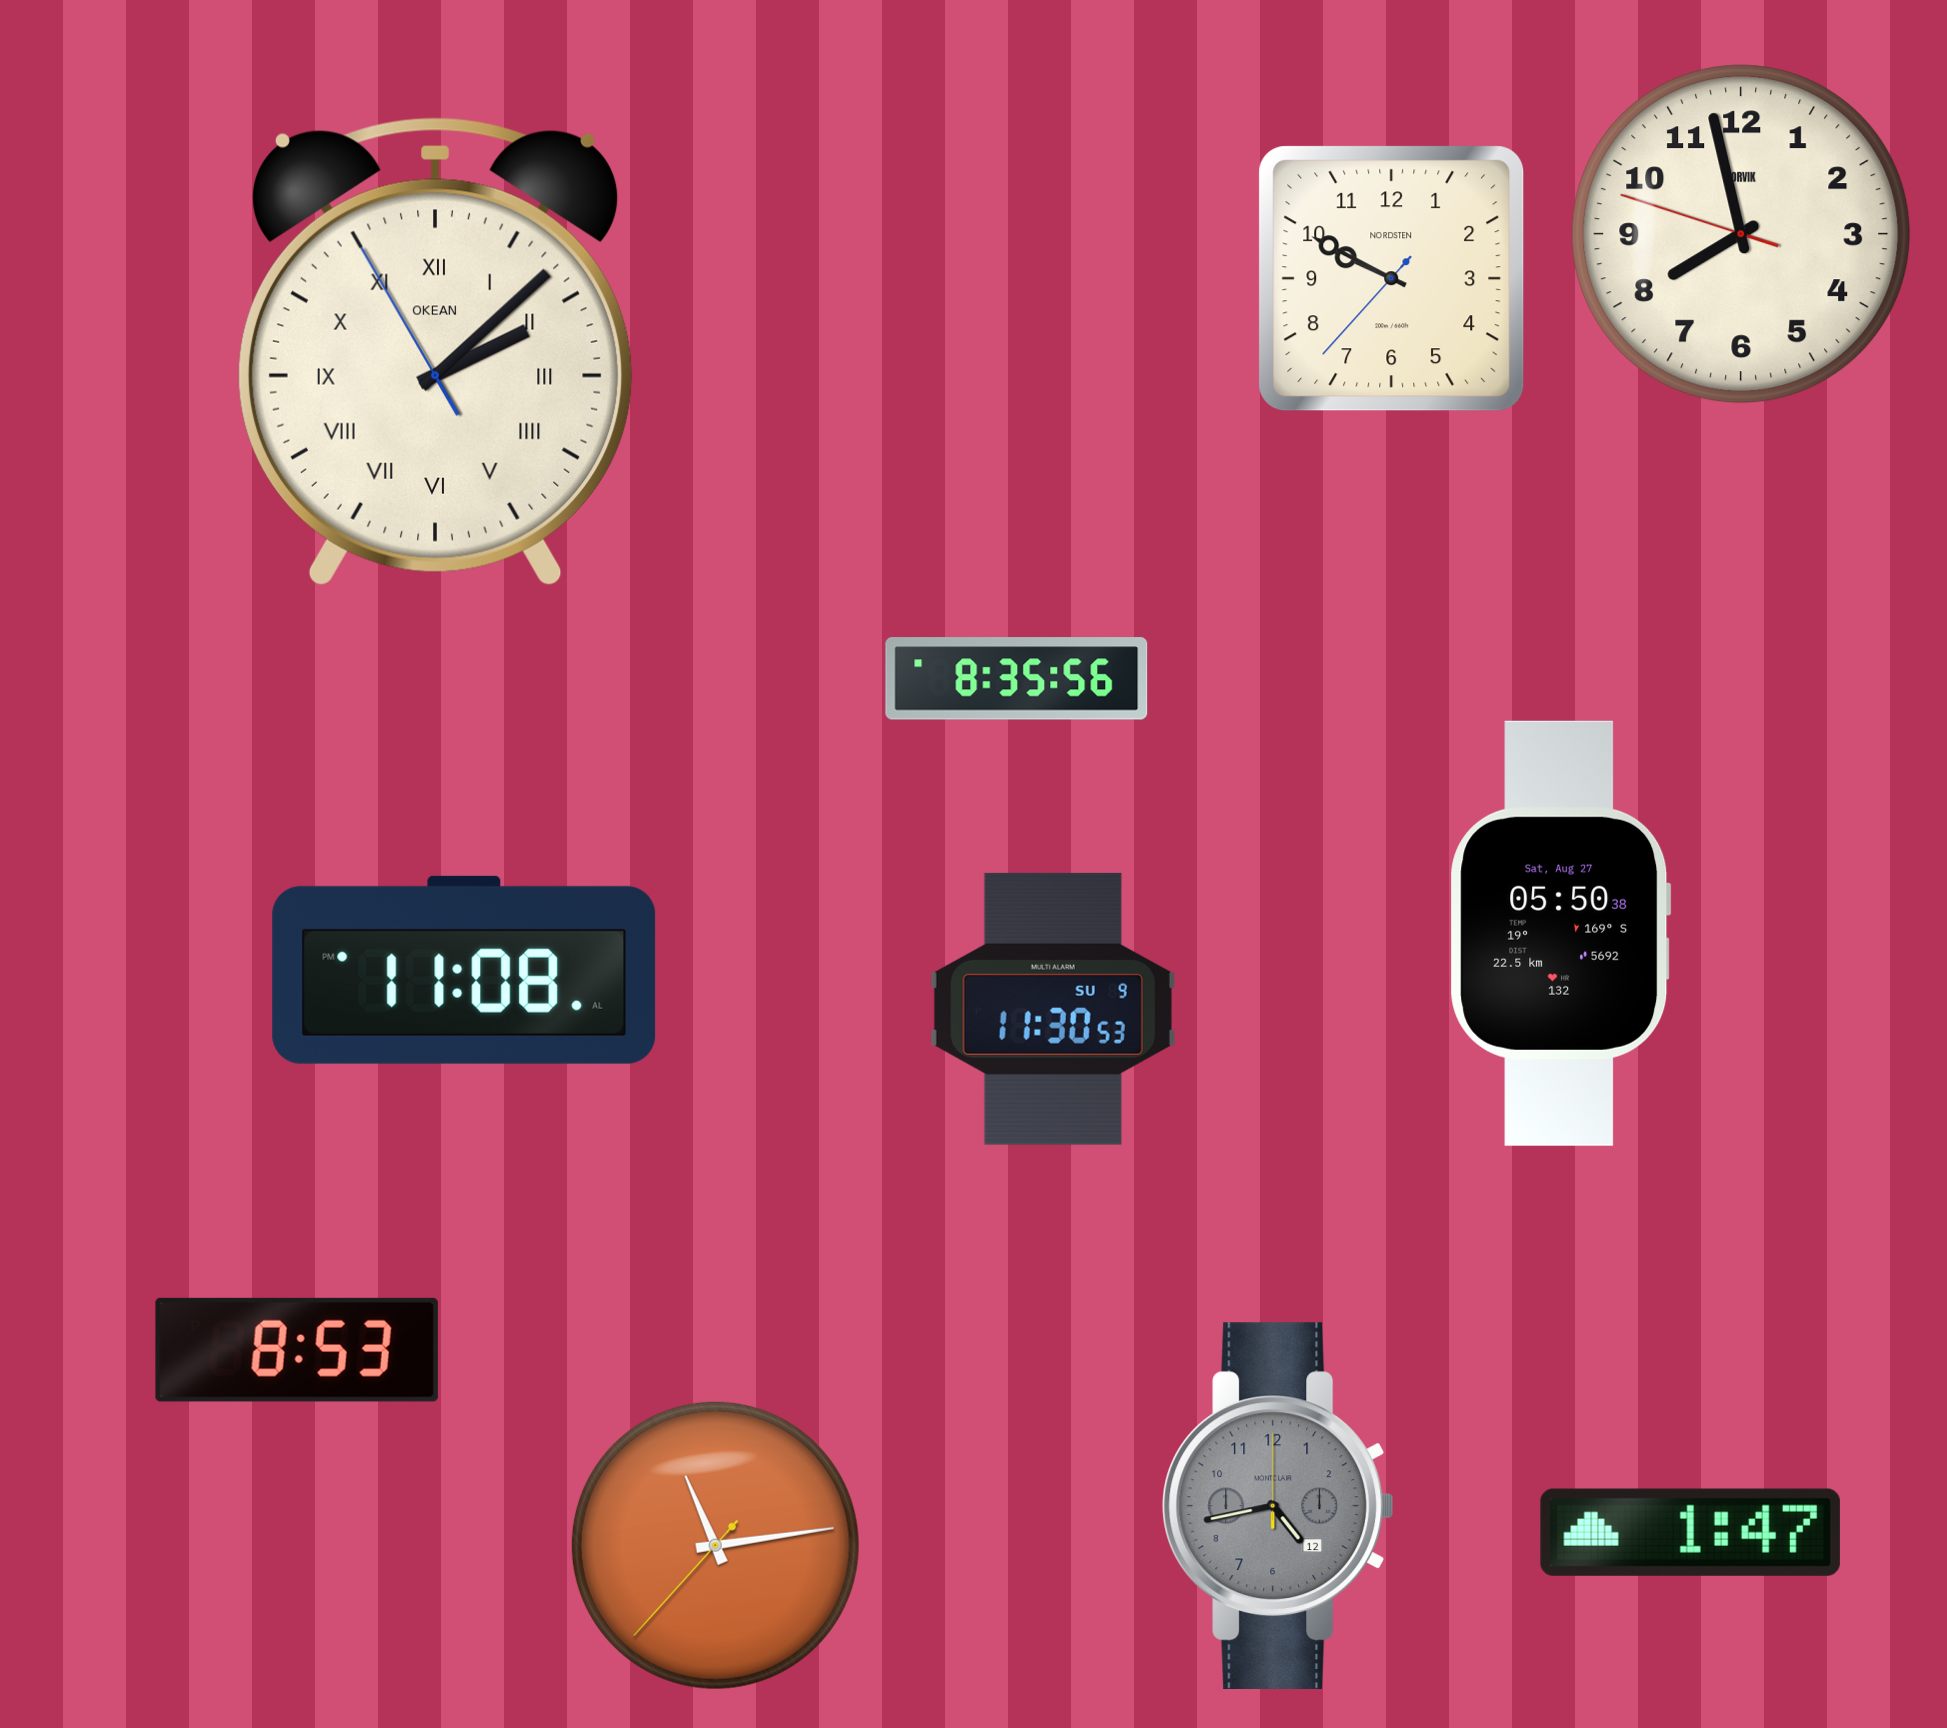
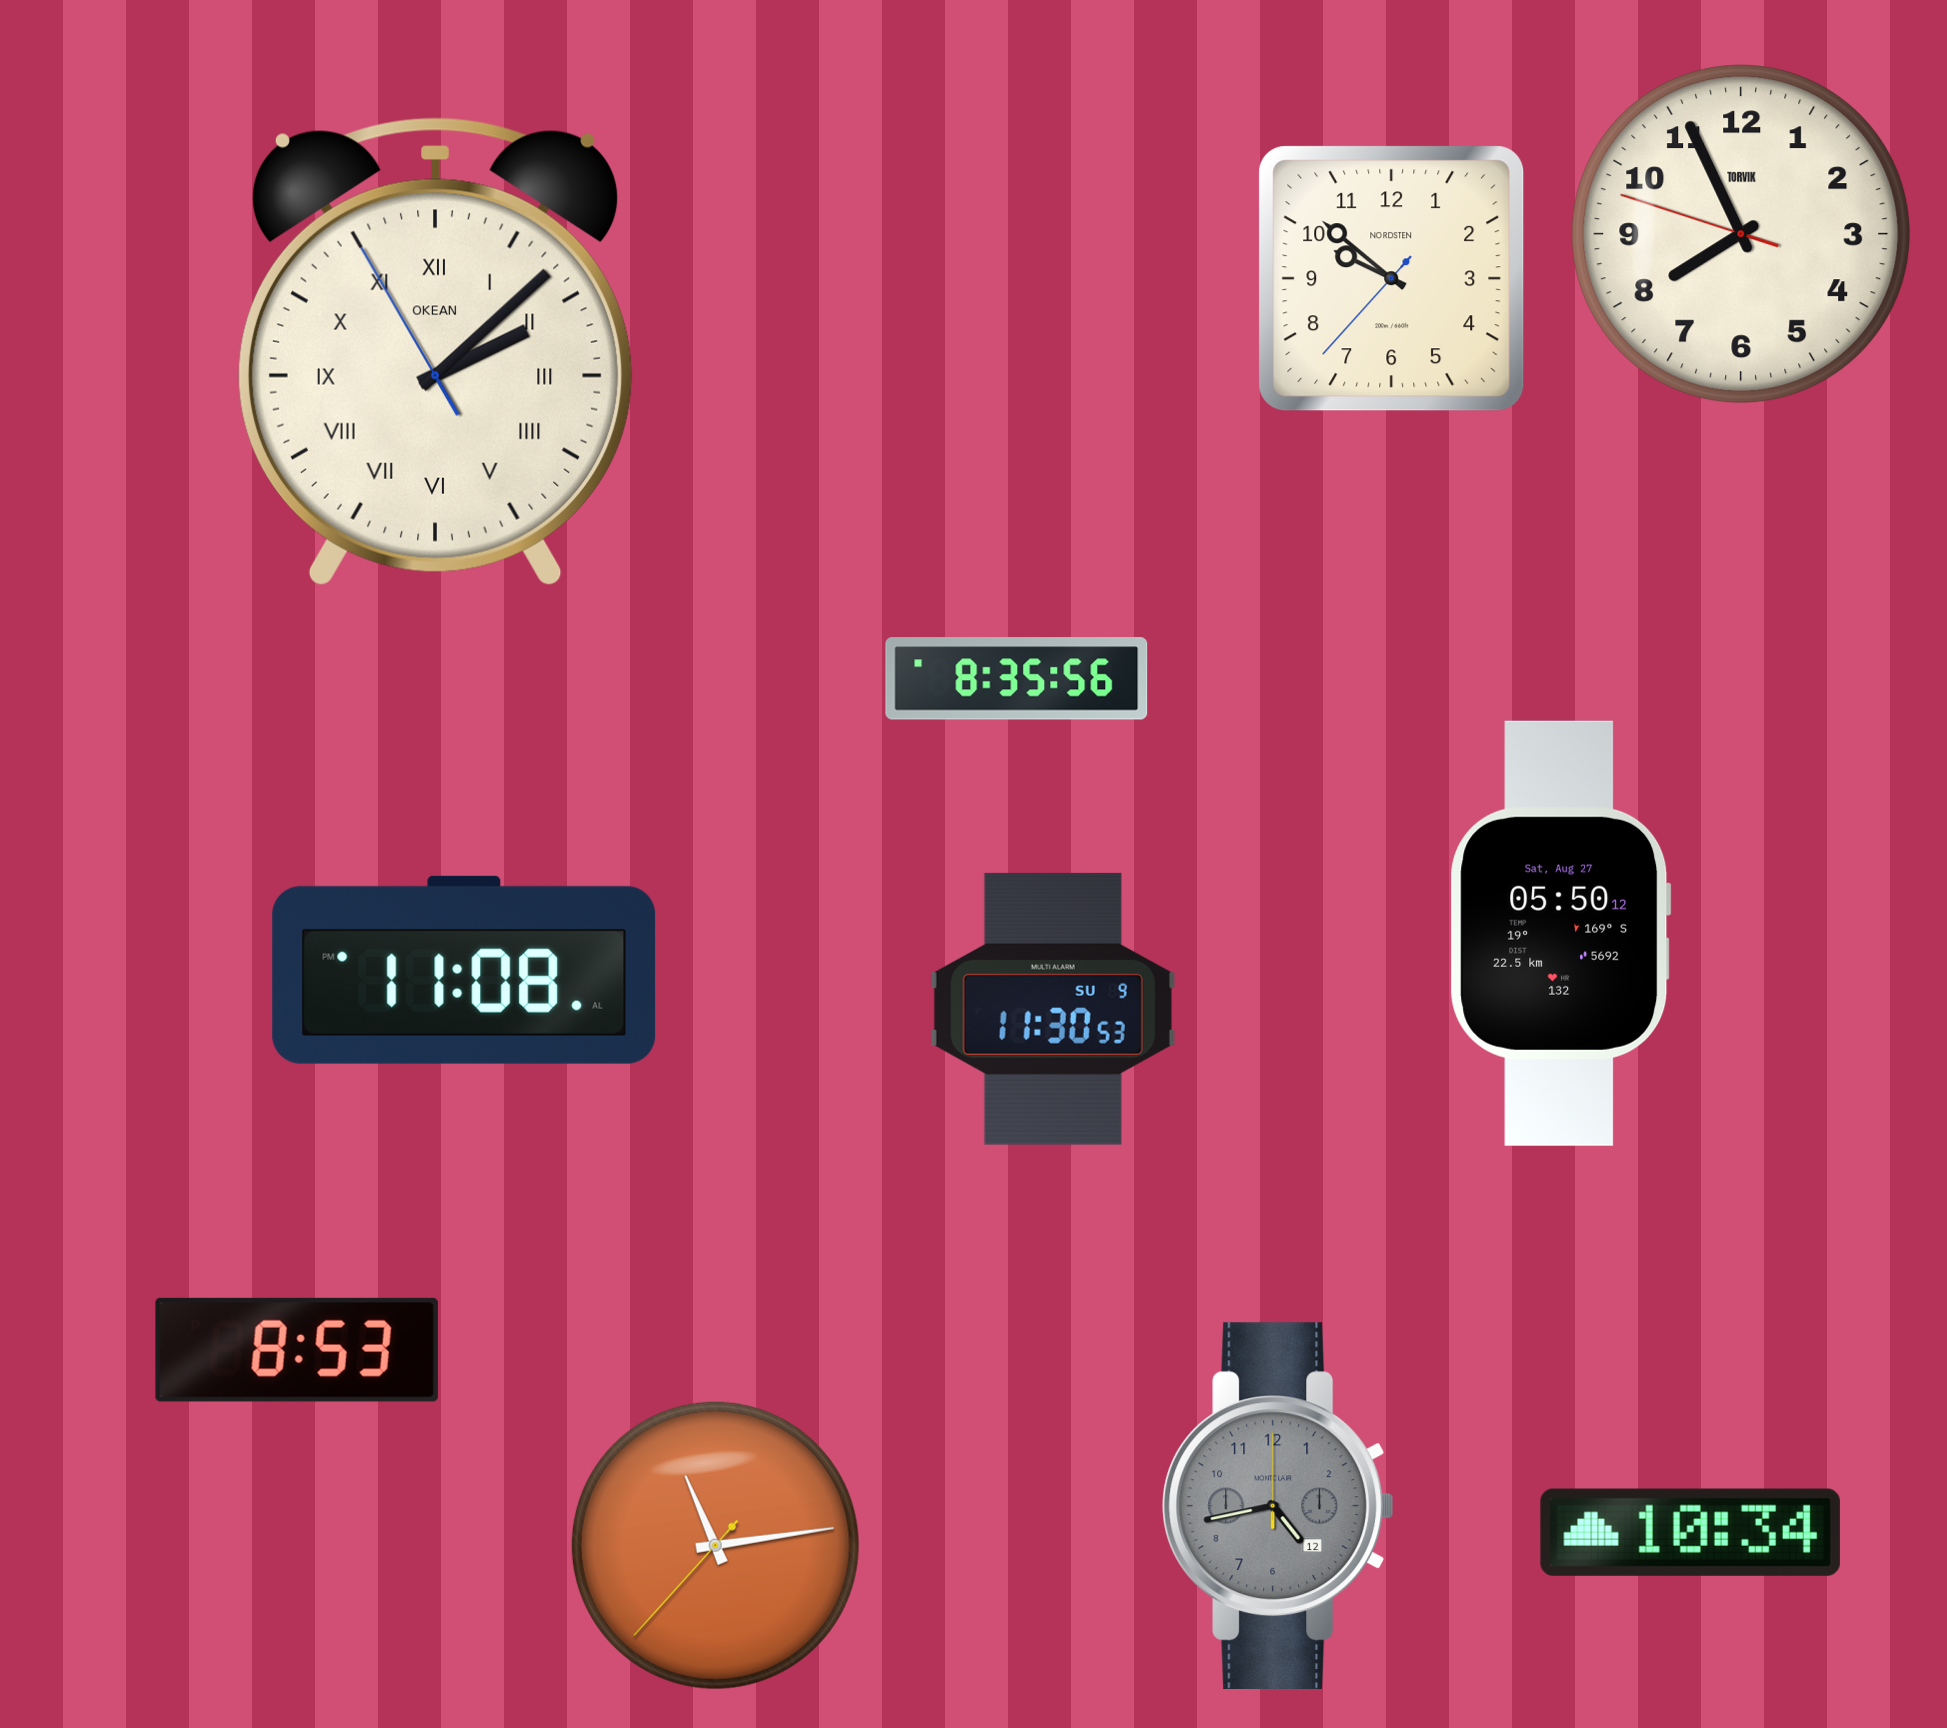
clock at (1741, 234): 7:57 -> 7:55
clock at (1392, 279): 9:49 -> 9:51
clock at (1561, 933): 05:50:38 -> 05:50:12
clock at (1690, 1532): 1:47 -> 10:34
